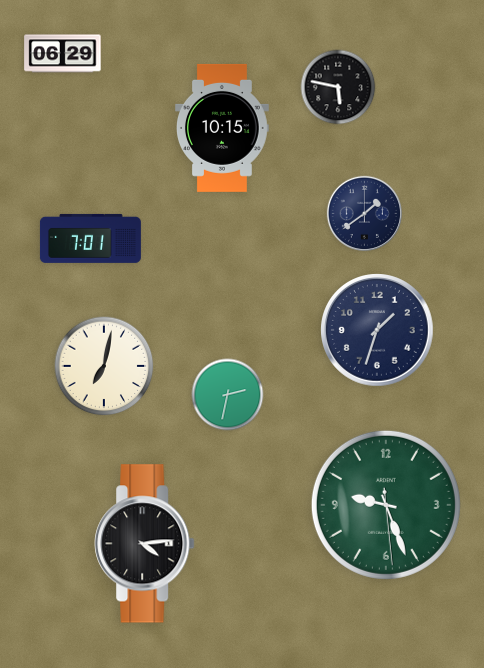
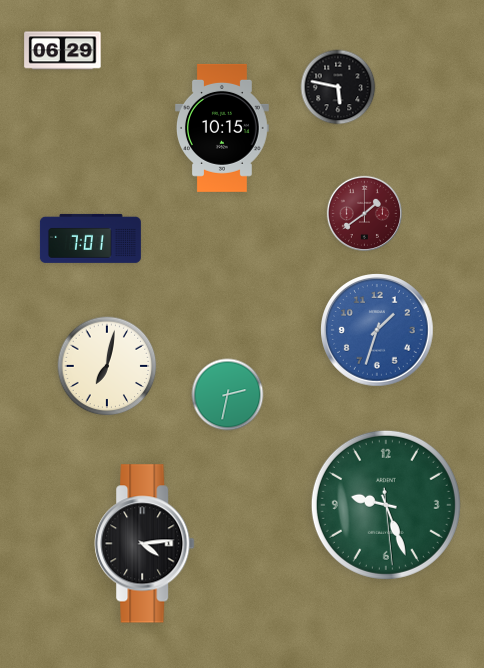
clock at (63, 54) position: (63, 54) -> (63, 51)
clock at (364, 213) dial: navy -> burgundy
clock at (378, 331) dial: navy -> blue
clock at (104, 366) position: (104, 366) -> (107, 366)
